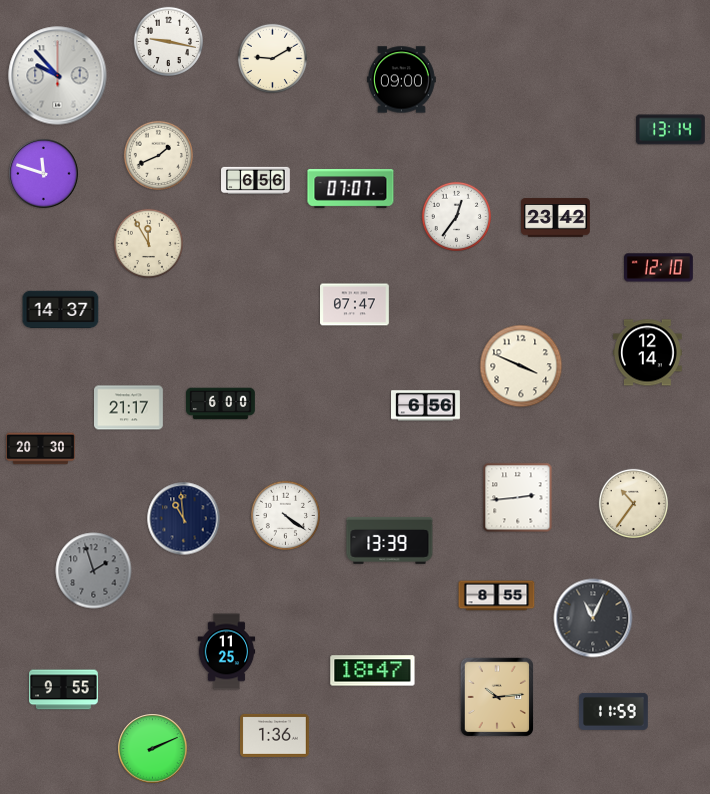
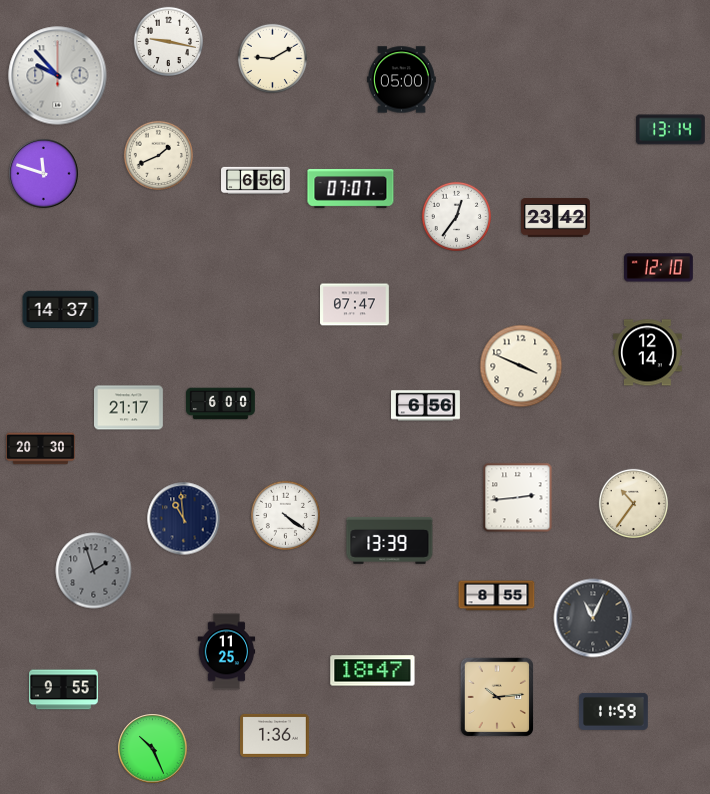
clock at (402, 80): 09:00 -> 05:00
clock at (148, 243): 11:55 -> none
clock at (153, 749): 2:11 -> 10:26
